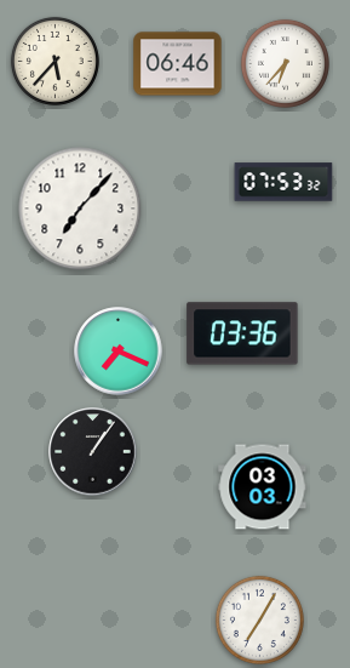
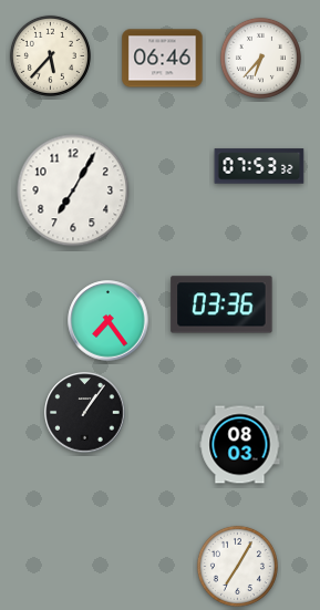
clock at (80, 209): 7:07 -> 7:05
clock at (119, 352): 7:19 -> 7:24
clock at (263, 487): 03:03 -> 08:03
